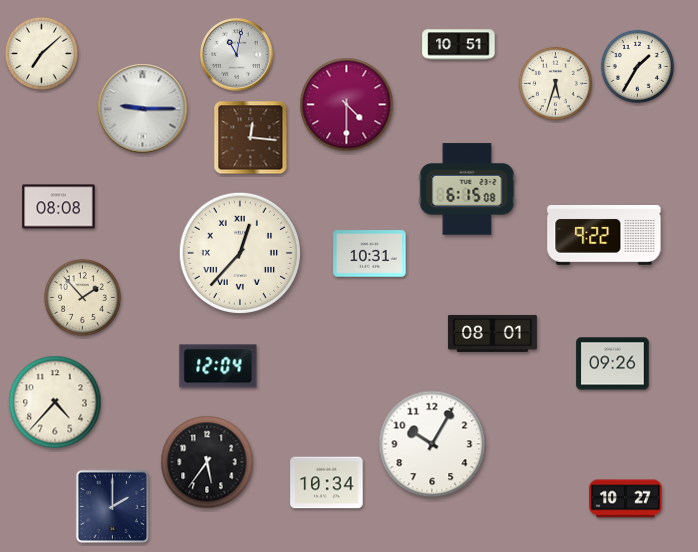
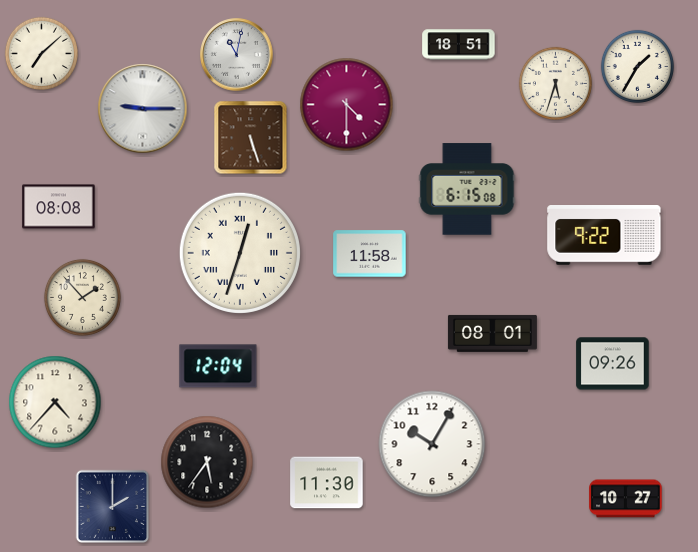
clock at (459, 45): 10:51 -> 18:51
clock at (251, 138): 12:16 -> 5:27
clock at (240, 253): 12:37 -> 12:33
clock at (370, 254): 10:31 -> 11:58
clock at (327, 483): 10:34 -> 11:30
